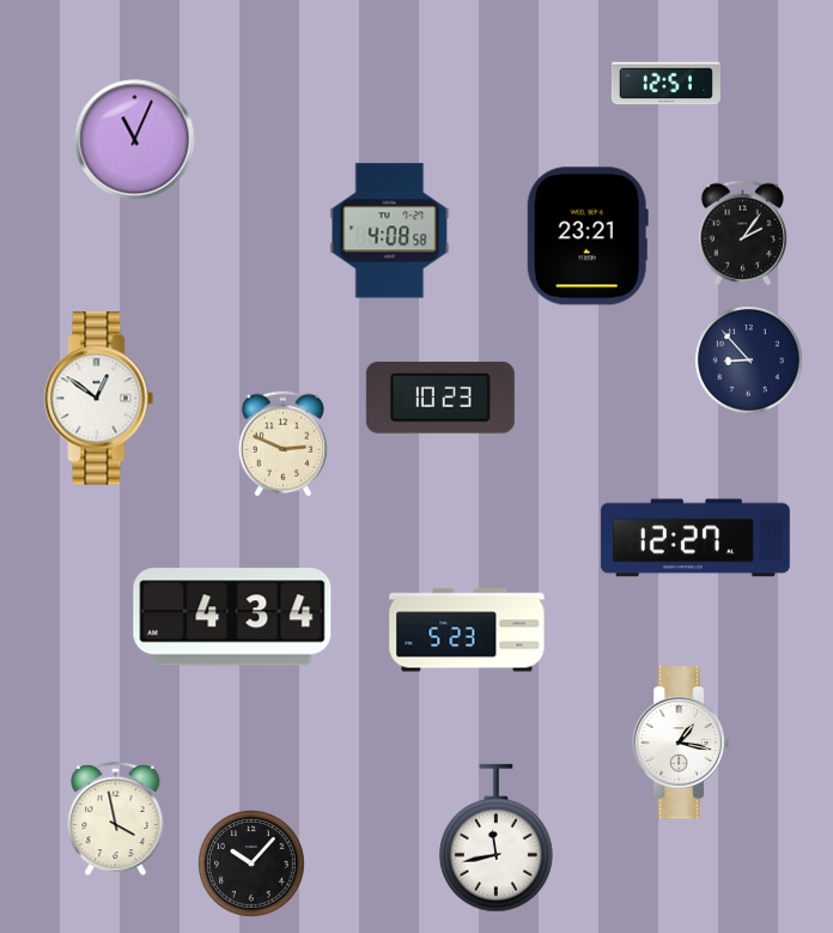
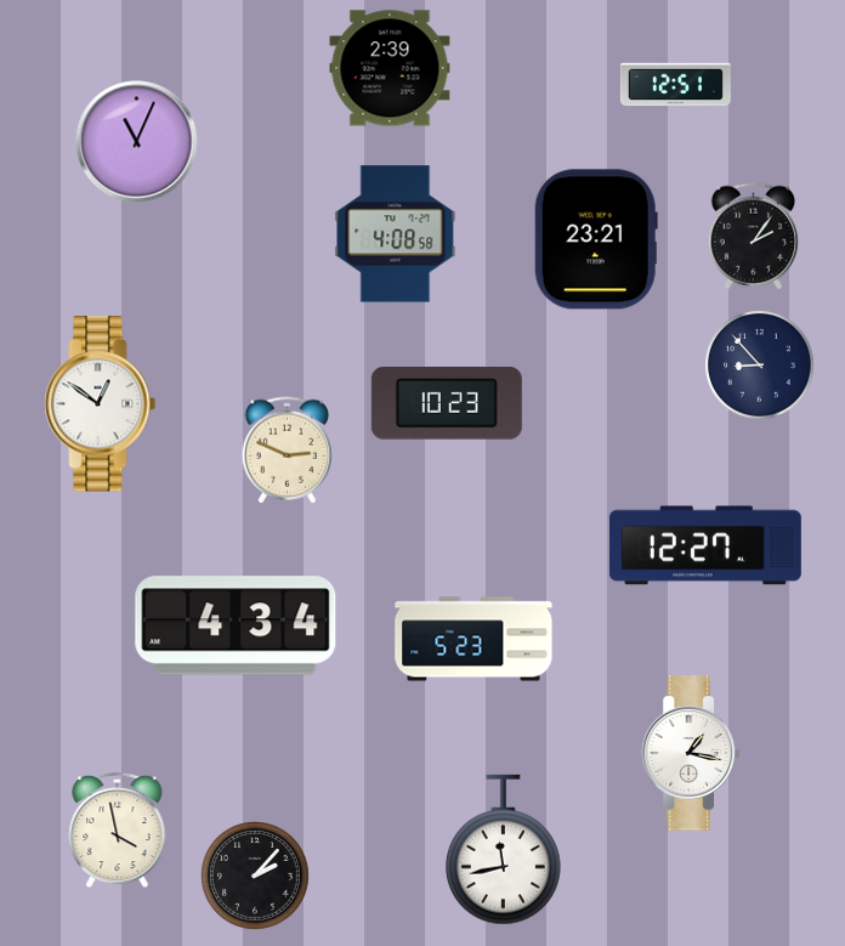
clock at (390, 68): none -> 2:39
clock at (253, 865): 10:07 -> 2:07
